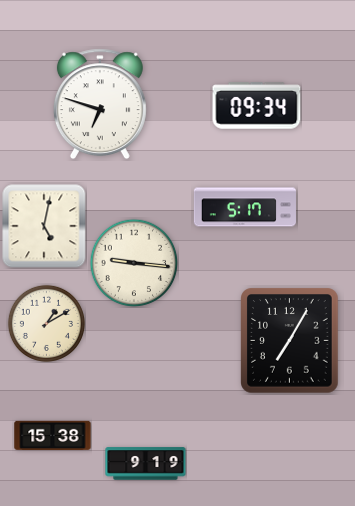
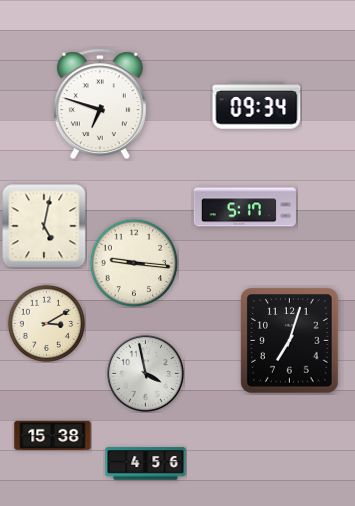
clock at (46, 323): 1:10 -> 3:10
clock at (290, 341): 7:05 -> 7:03
clock at (146, 374): none -> 3:58
clock at (146, 464): 9:19 -> 4:56
